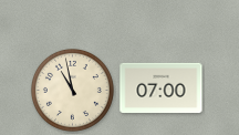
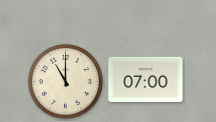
clock at (72, 90): 10:58 -> 11:00
